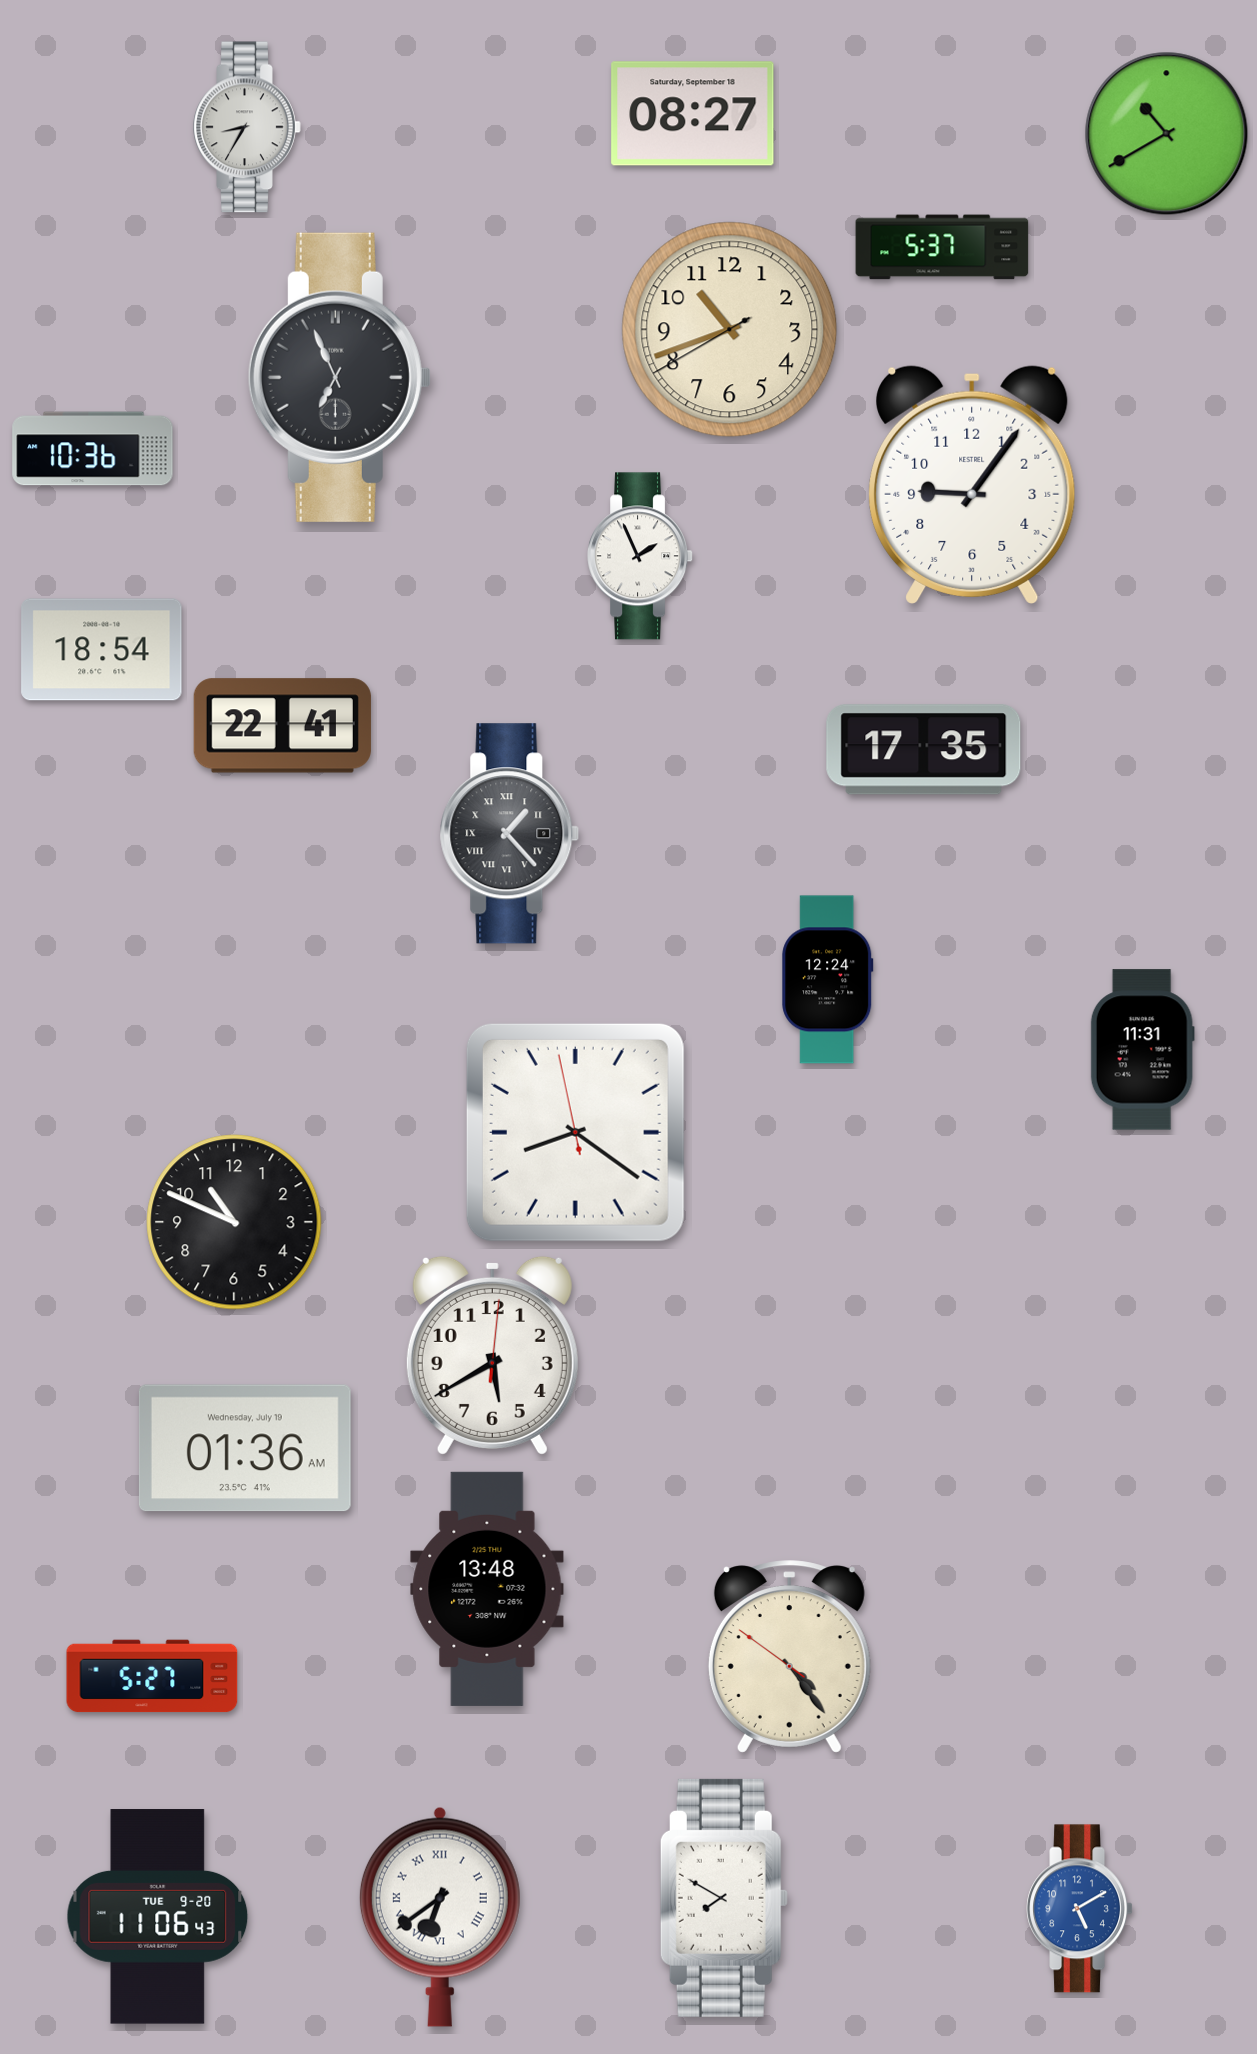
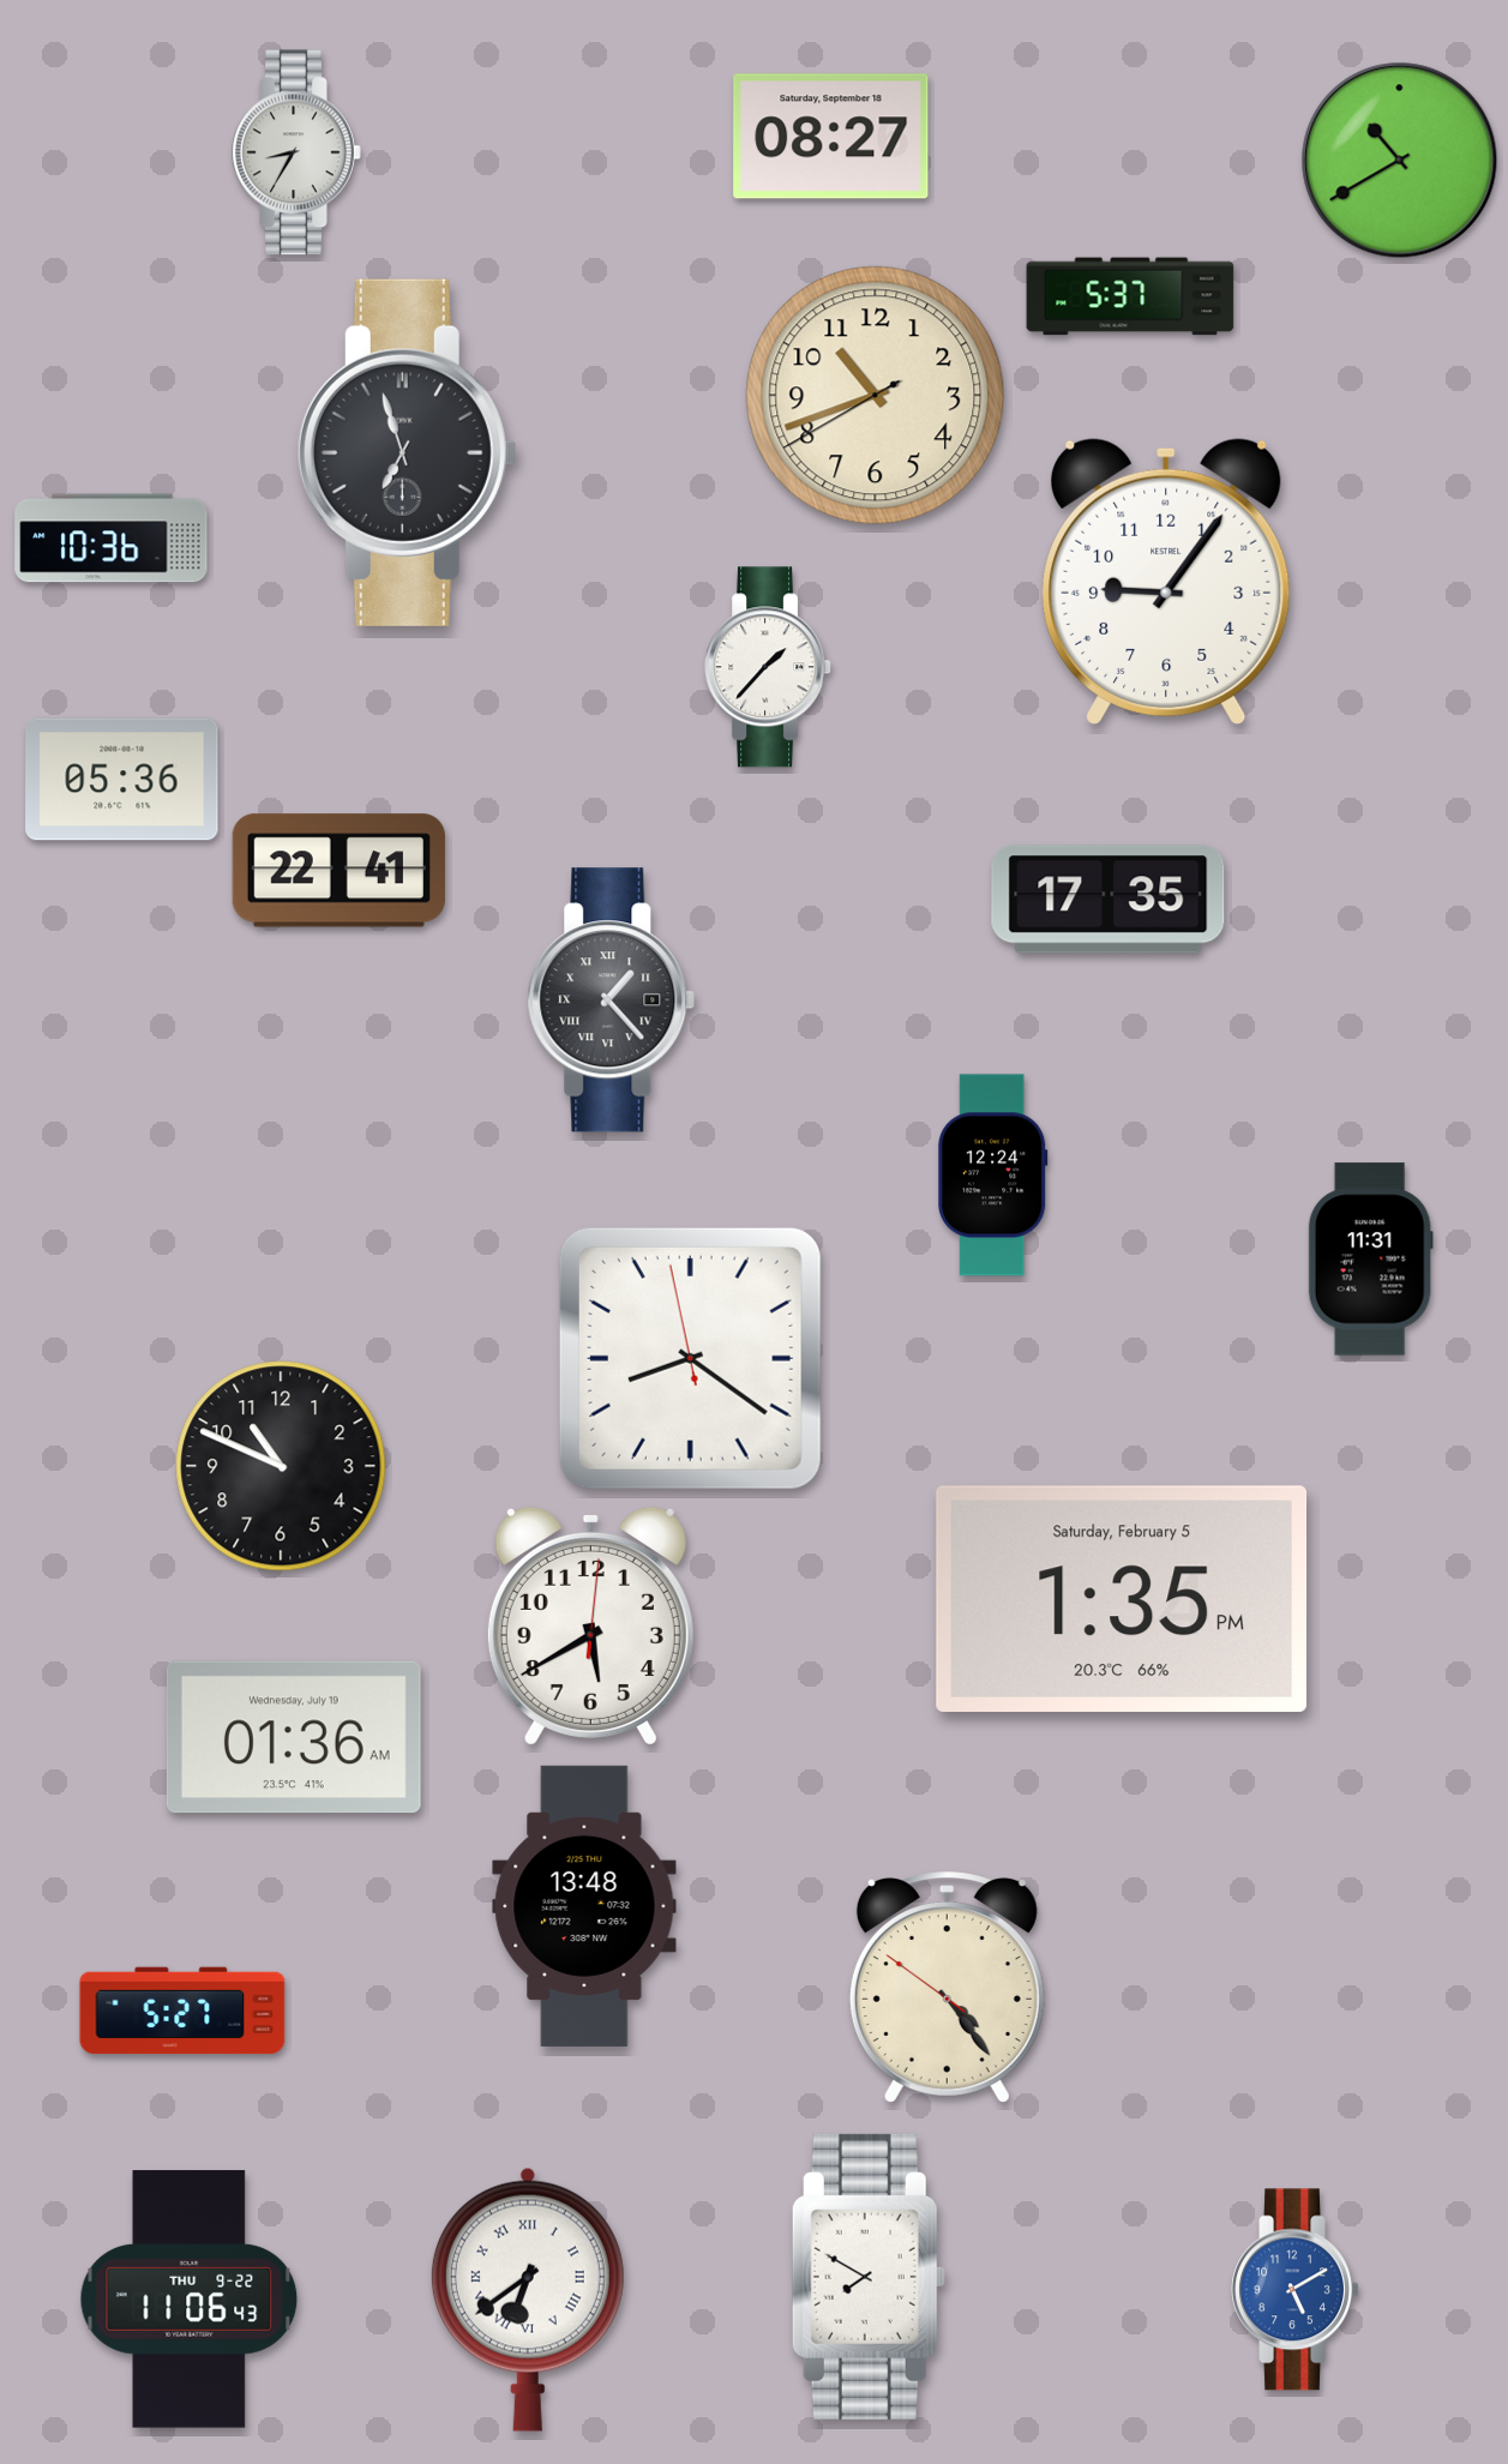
clock at (339, 377): 6:56 -> 6:57
clock at (641, 556): 1:56 -> 1:37
clock at (102, 650): 18:54 -> 05:36
clock at (1122, 1599): none -> 1:35
clock at (158, 1917) date: TUE 9-20 -> THU 9-22
